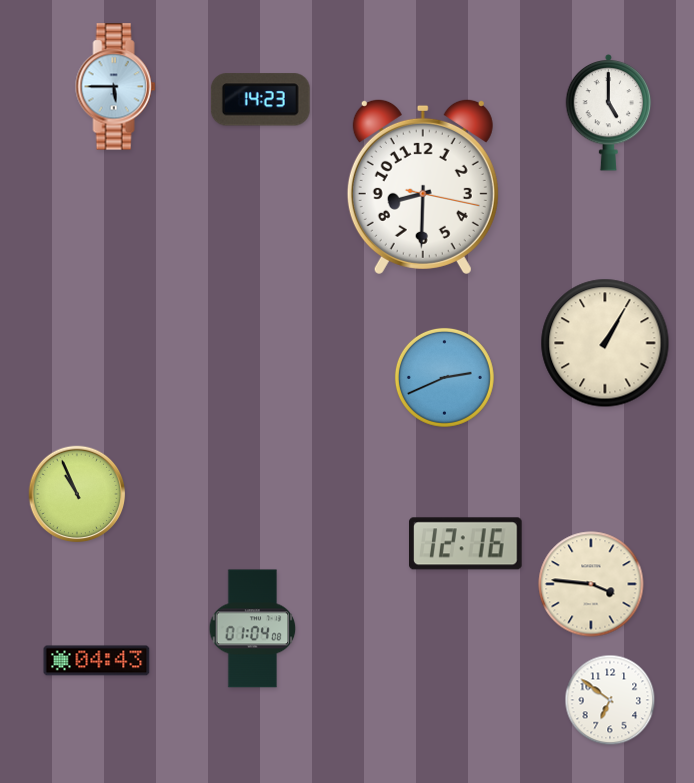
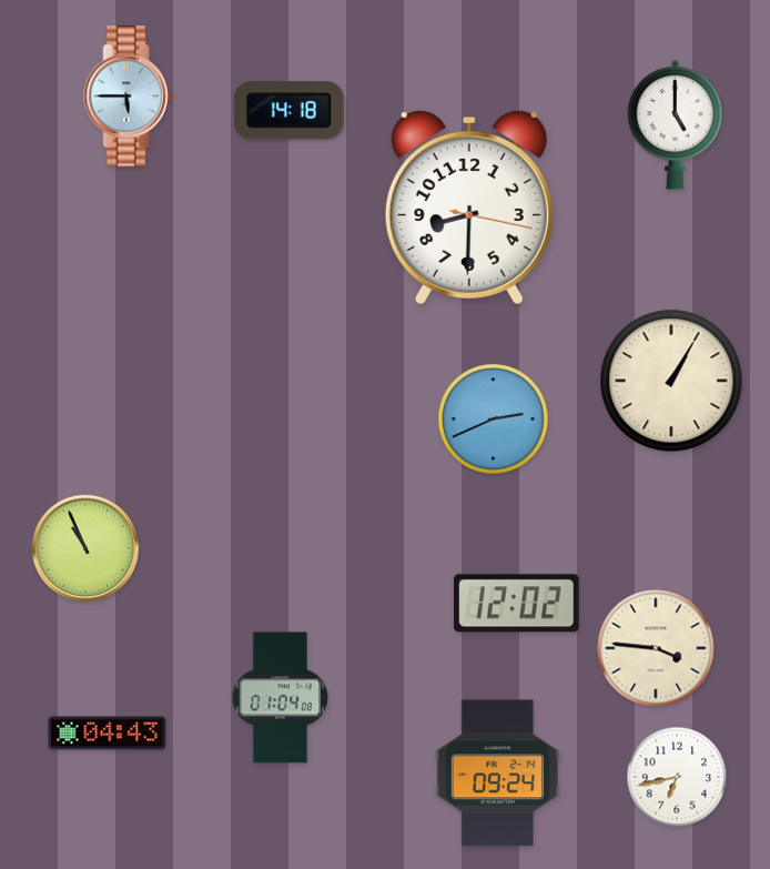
clock at (260, 100): 14:23 -> 14:18
clock at (466, 544): 12:16 -> 12:02
clock at (497, 774): none -> 09:24
clock at (610, 700): 6:51 -> 6:43
